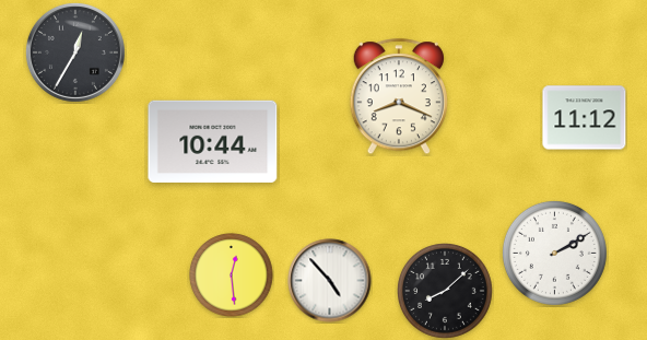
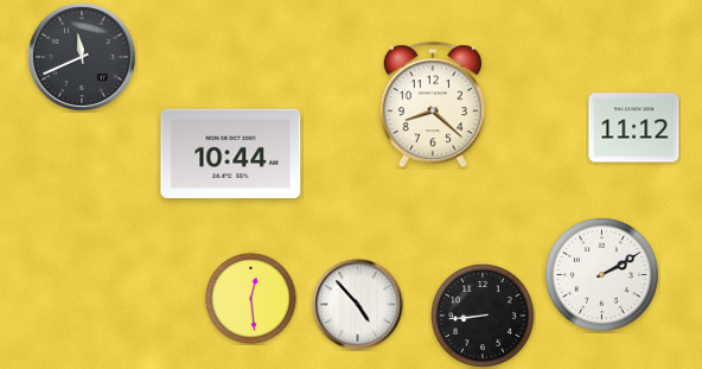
clock at (75, 52): 12:35 -> 11:41
clock at (399, 97): 8:19 -> 8:22
clock at (446, 292): 8:08 -> 8:44
